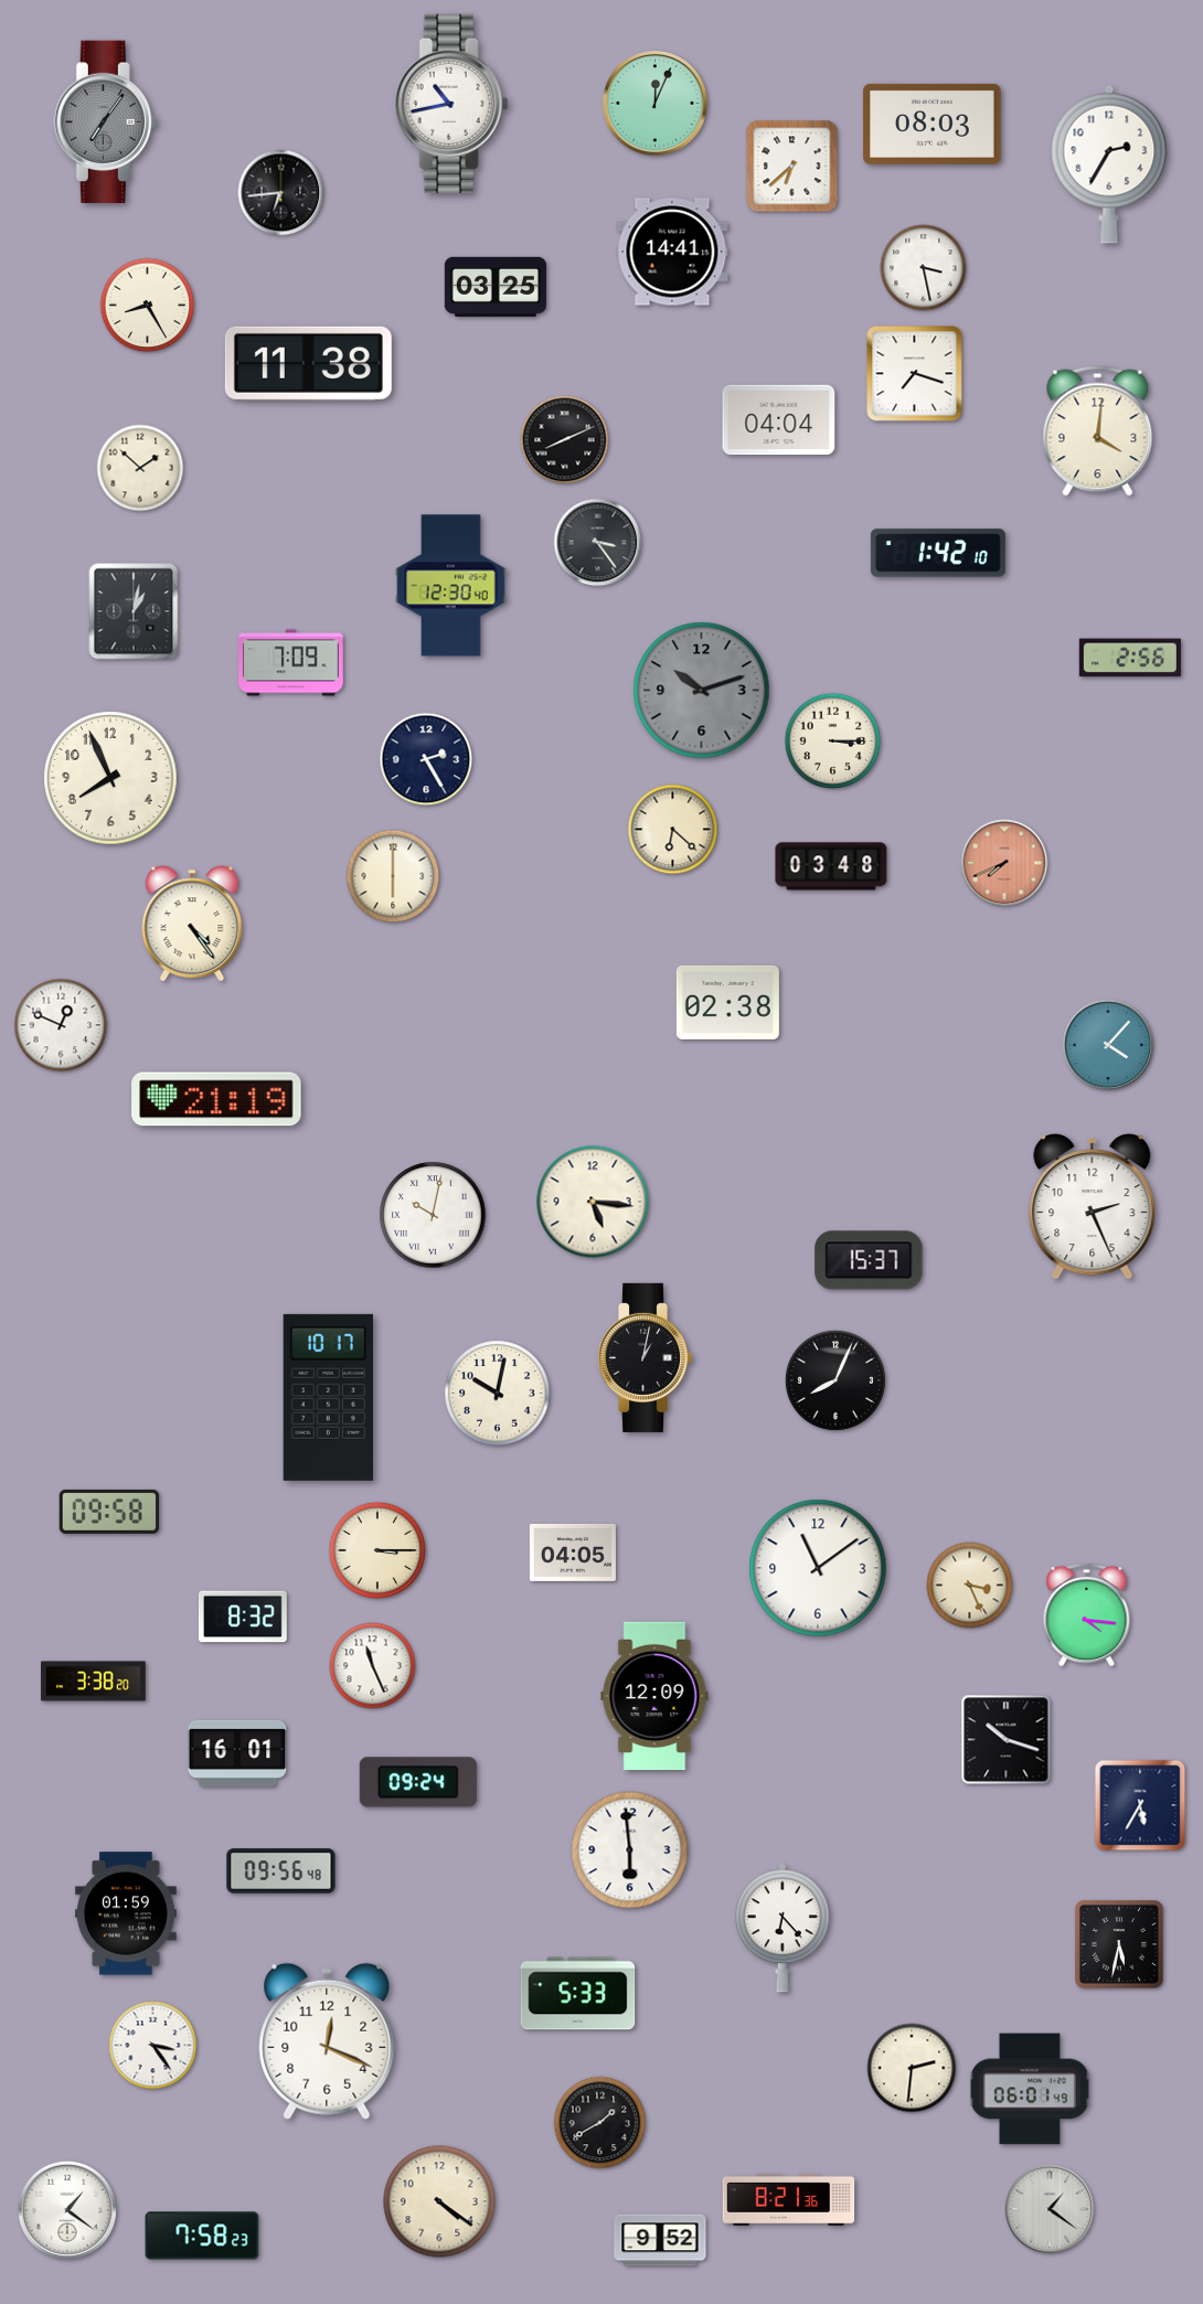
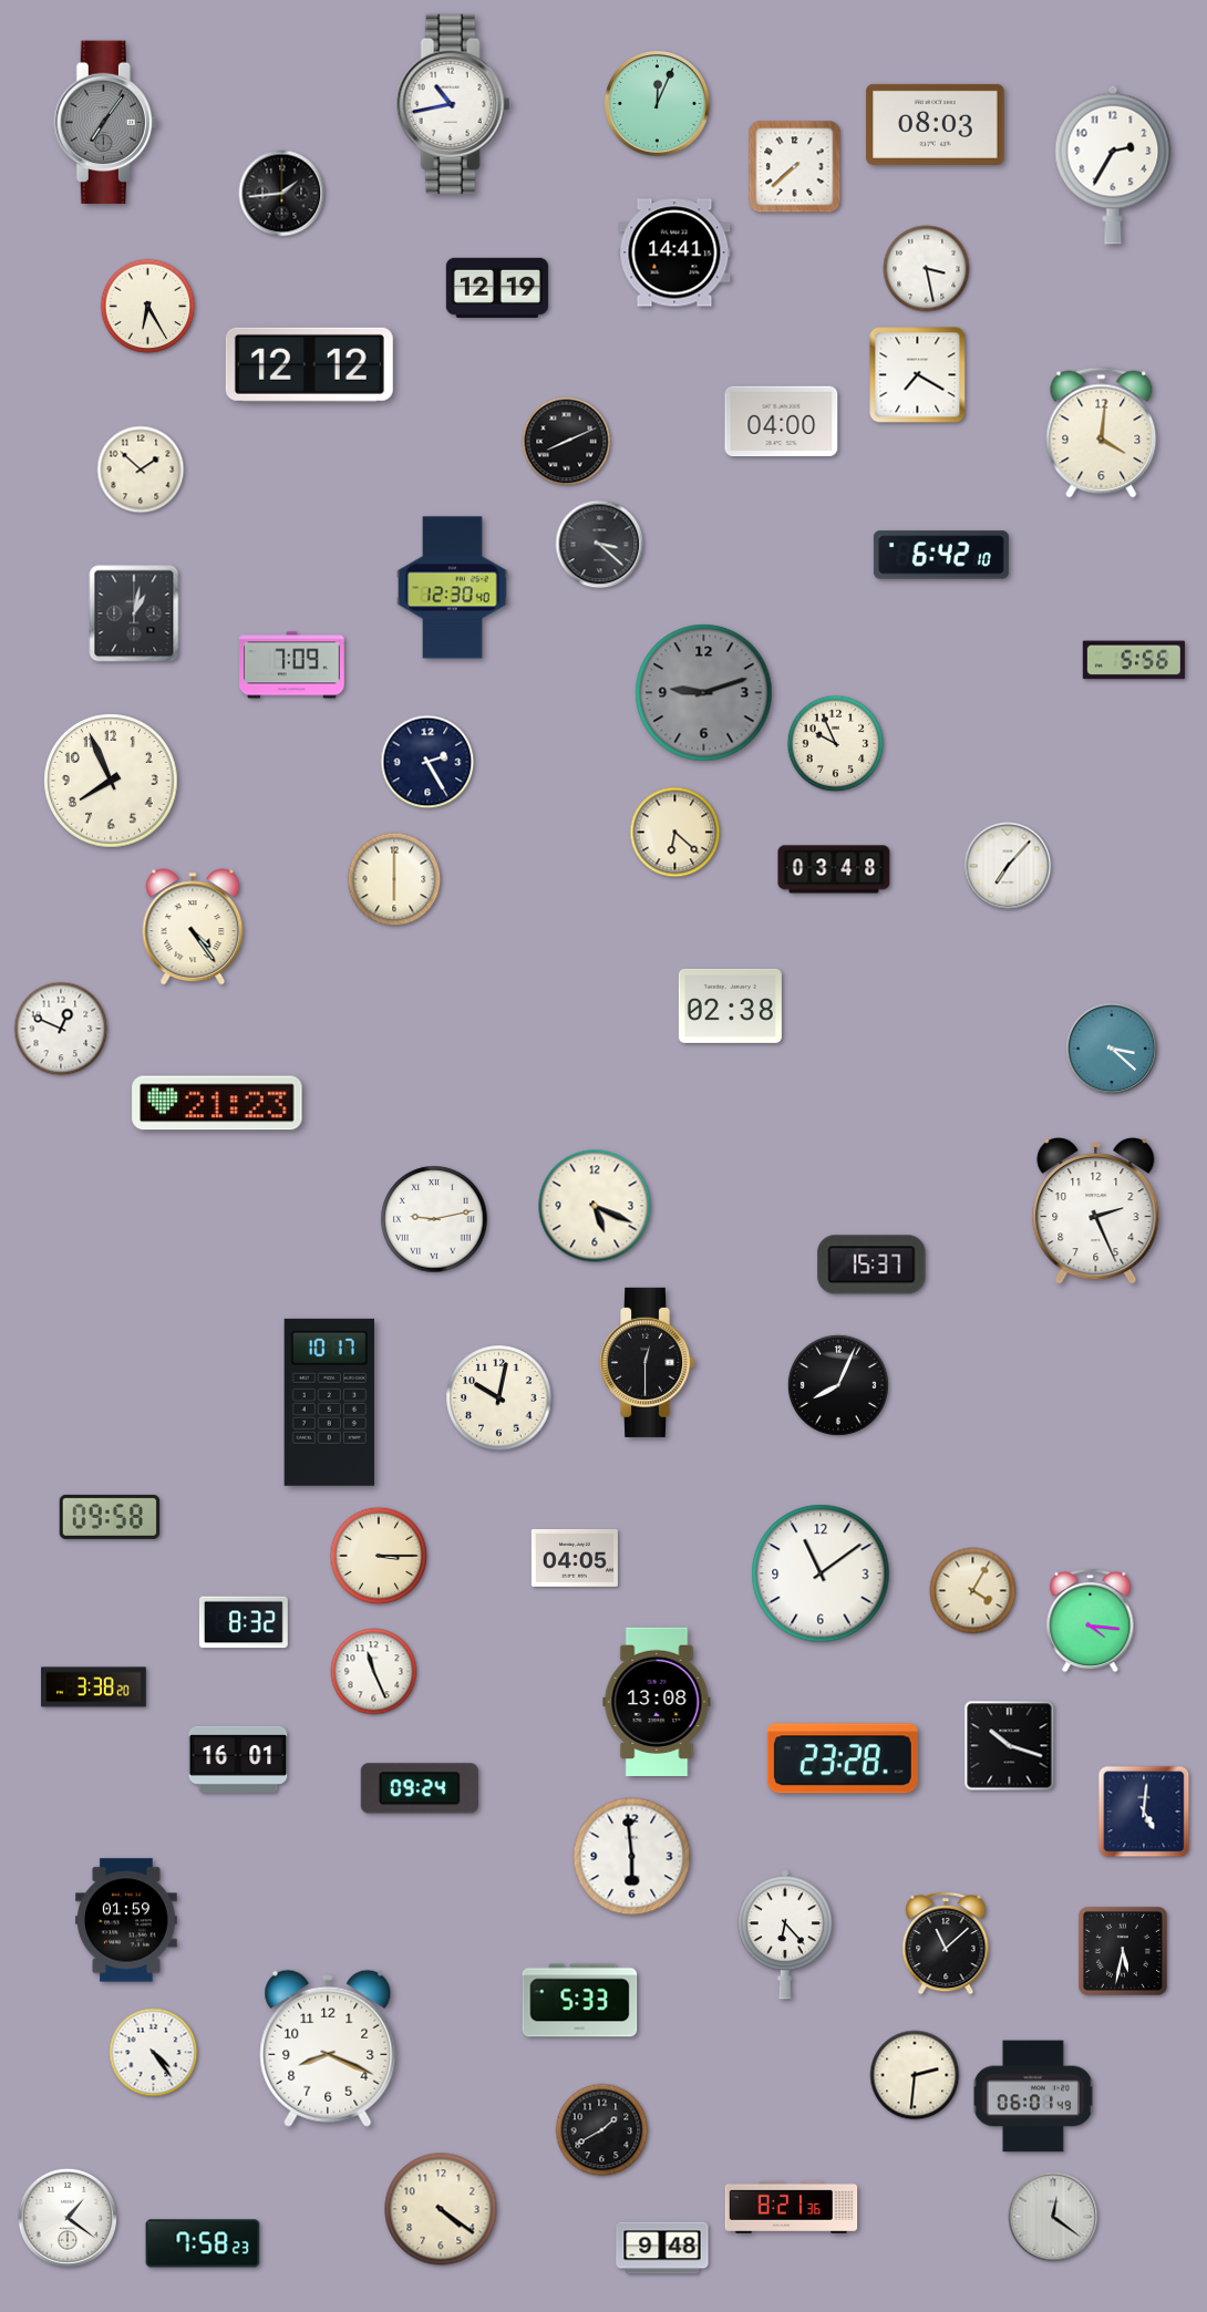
clock at (792, 167): 6:38 -> 7:38
clock at (281, 193): 6:44 -> 1:44
clock at (496, 287): 03:25 -> 12:19
clock at (148, 306): 8:25 -> 6:25
clock at (308, 363): 11:38 -> 12:12
clock at (915, 374): 7:18 -> 7:20
clock at (779, 420): 04:04 -> 04:00
clock at (598, 543): 3:24 -> 3:22
clock at (938, 553): 1:42 -> 6:42
clock at (1130, 658): 2:56 -> 5:56
clock at (702, 691): 10:12 -> 9:12
clock at (833, 742): 3:15 -> 9:56
clock at (1004, 863): 7:41 -> 7:07
clock at (1004, 863) dial: salmon -> white
clock at (1108, 1045): 4:07 -> 3:22
clock at (216, 1099): 21:19 -> 21:23
clock at (593, 1202): 5:16 -> 5:19
clock at (433, 1215): 10:02 -> 9:13
clock at (646, 1357): 1:02 -> 12:30
clock at (970, 1586): 3:26 -> 4:05
clock at (654, 1695): 12:09 -> 13:08
clock at (843, 1758): none -> 23:28
clock at (1140, 1805): 5:35 -> 5:01
clock at (281, 1871): 09:56 -> none
clock at (946, 1943): none -> 11:08
clock at (327, 2041): 12:19 -> 8:19
clock at (153, 2046): 3:24 -> 4:24
clock at (1050, 2209): 1:21 -> 12:21
clock at (660, 2240): 9:52 -> 9:48
